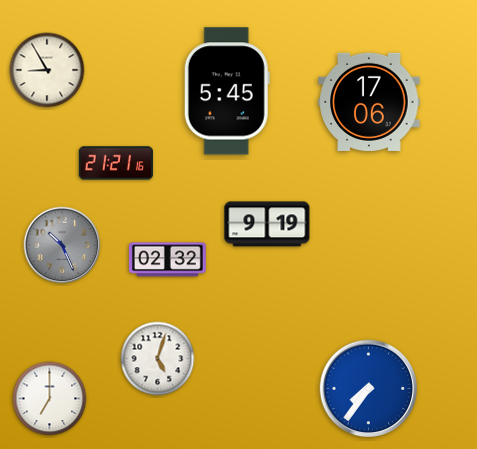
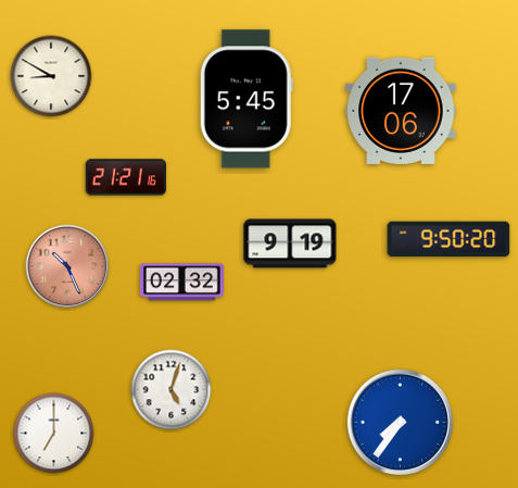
clock at (47, 70): 8:55 -> 8:50
clock at (448, 239): none -> 9:50
clock at (62, 245) dial: grey -> salmon
